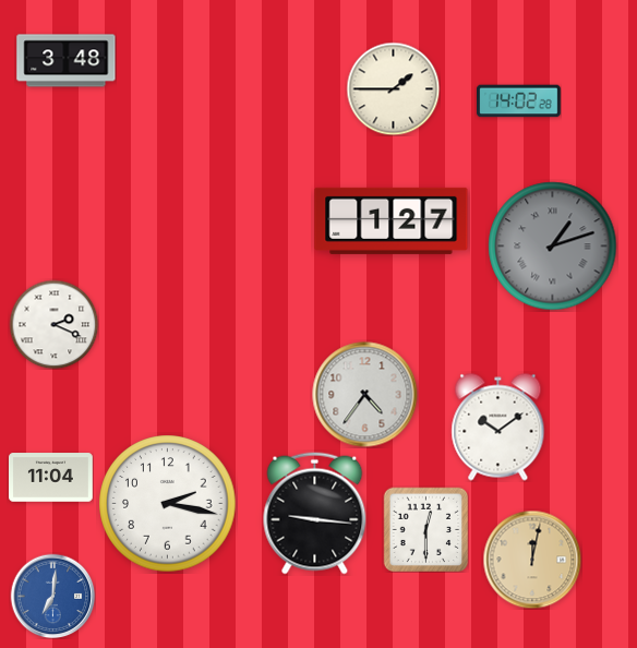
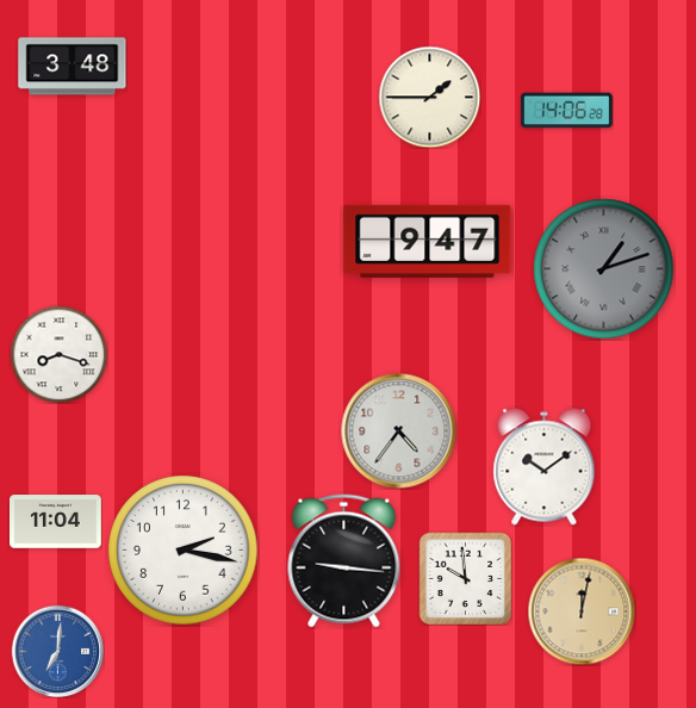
clock at (519, 101): 14:02 -> 14:06
clock at (392, 220): 1:27 -> 9:47
clock at (53, 324): 2:19 -> 8:18
clock at (425, 529): 12:30 -> 9:59
